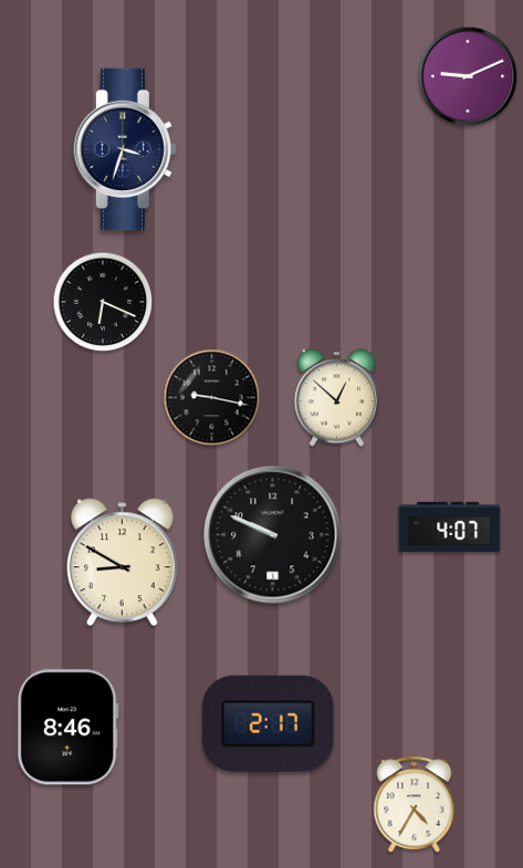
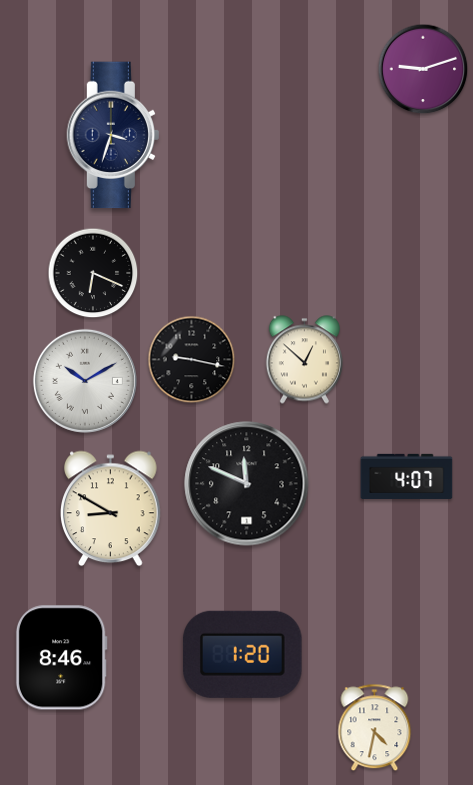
clock at (468, 76): 9:11 -> 9:12
clock at (85, 381): none -> 10:10
clock at (273, 535): 9:49 -> 11:49
clock at (269, 723): 2:17 -> 1:20
clock at (415, 805): 4:35 -> 4:32
